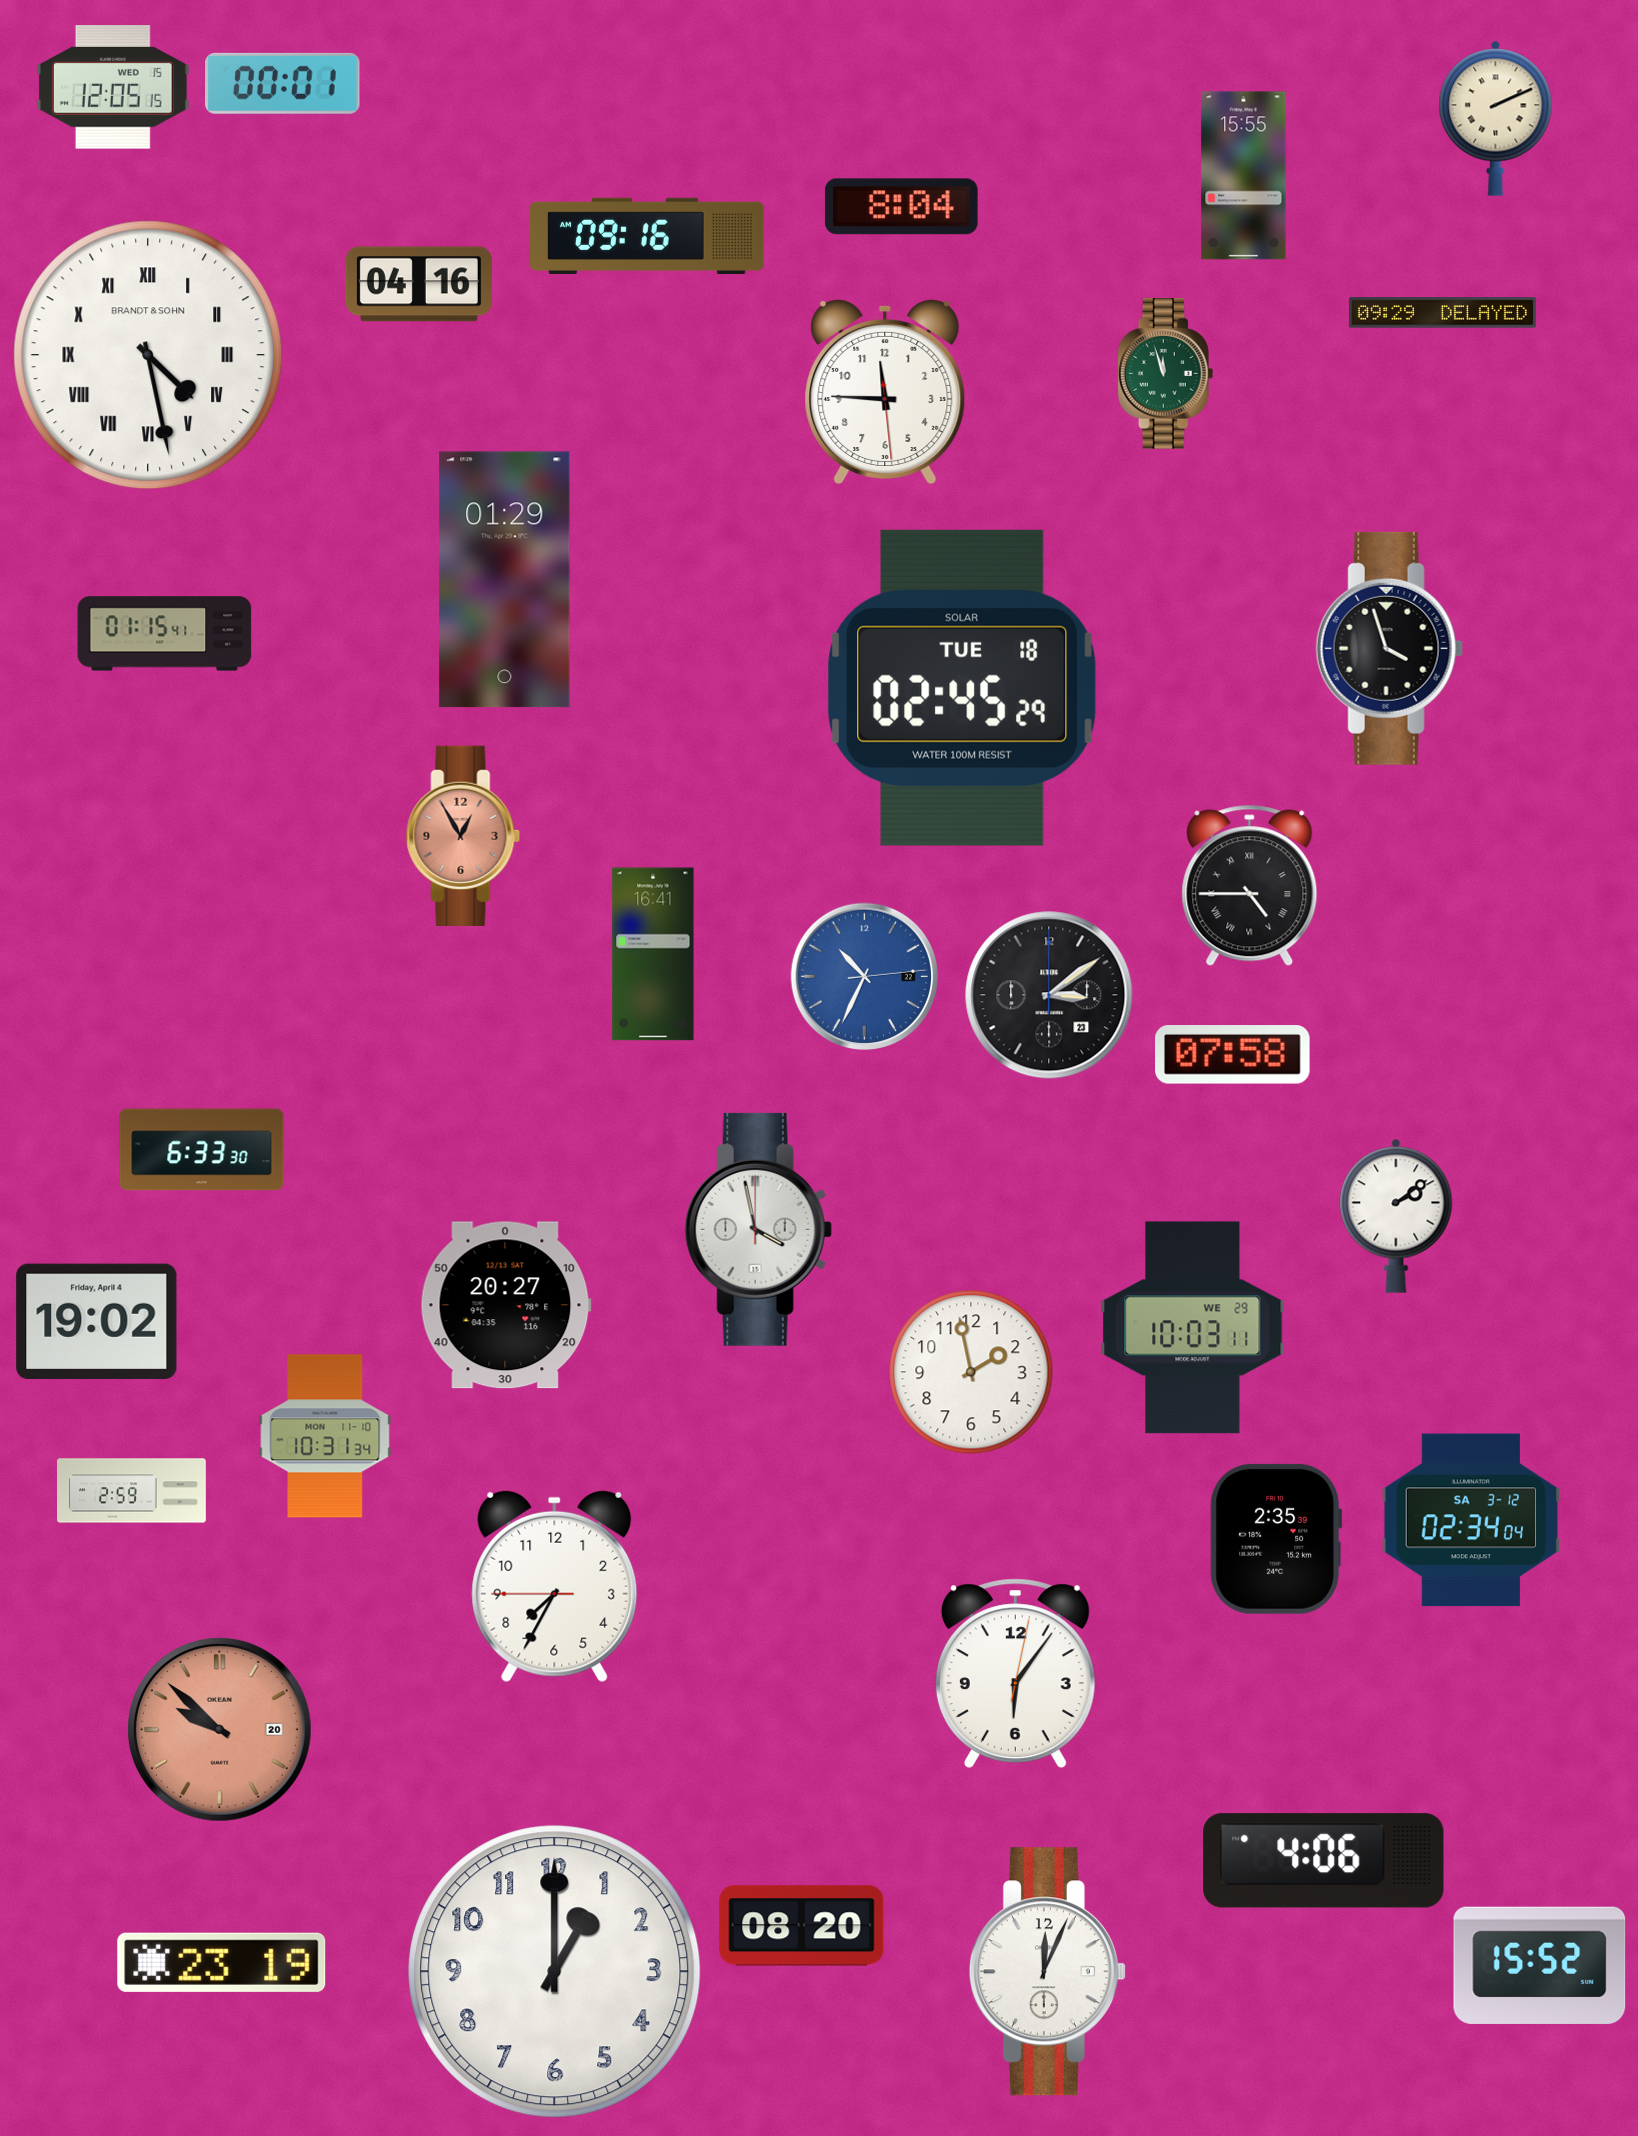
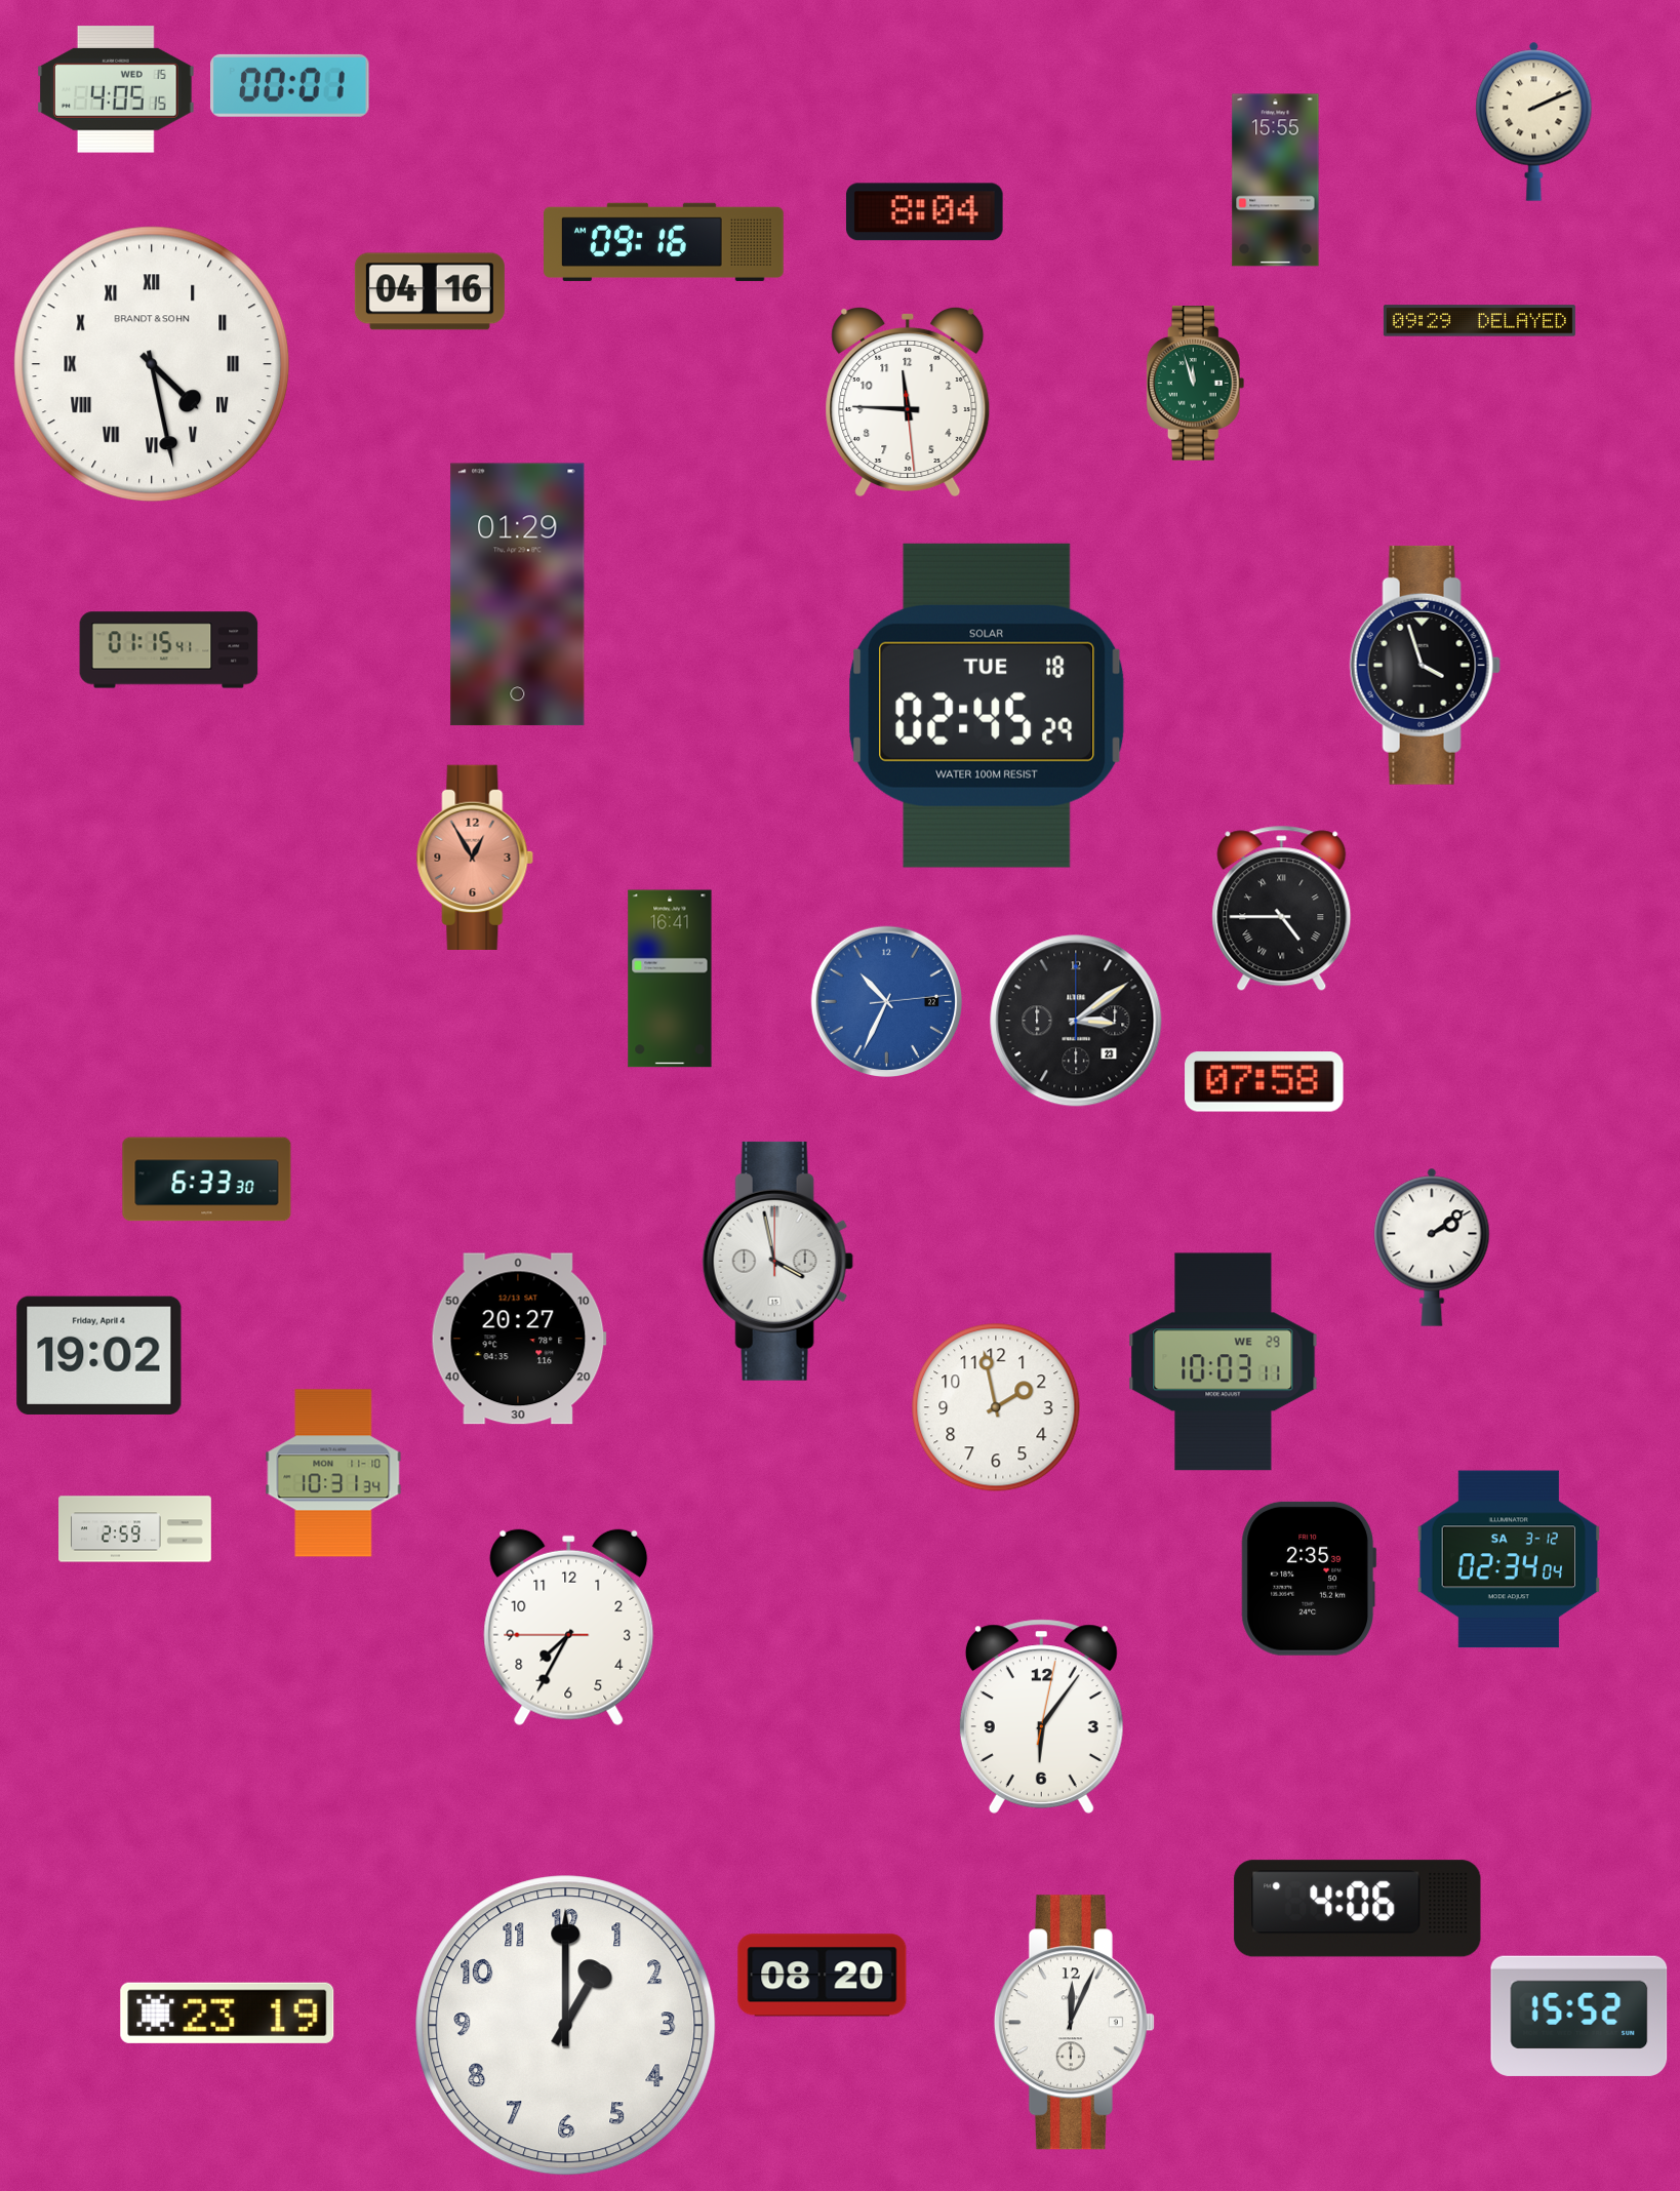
clock at (113, 87): 12:05 -> 4:05
clock at (219, 1729): 9:52 -> none
clock at (555, 1972) position: (555, 1972) -> (566, 2026)
